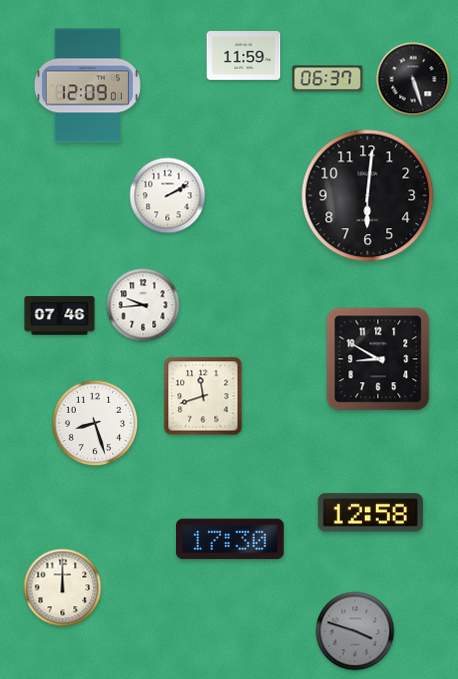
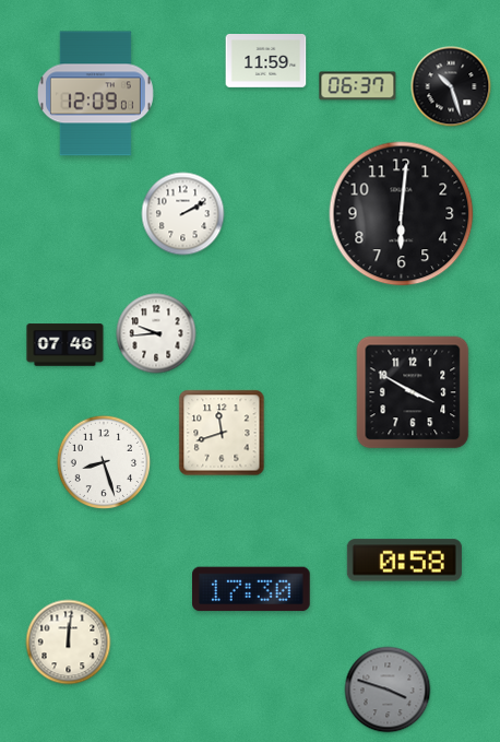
clock at (413, 79): 5:27 -> 10:27
clock at (378, 359): 8:50 -> 3:50
clock at (370, 513): 12:58 -> 0:58
clock at (63, 588): 12:00 -> 12:01
